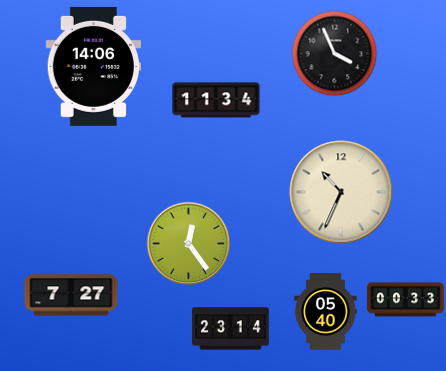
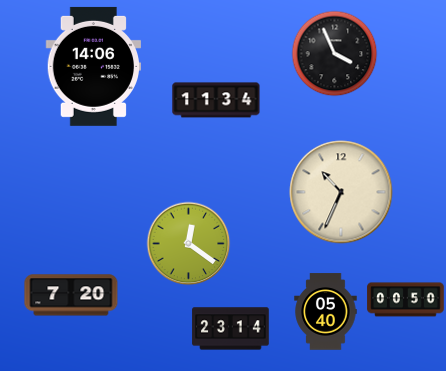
clock at (188, 243): 12:24 -> 12:21
clock at (71, 295): 7:27 -> 7:20
clock at (406, 300): 00:33 -> 00:50
